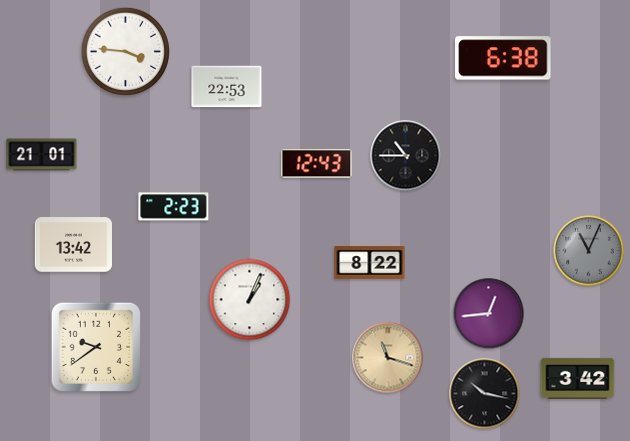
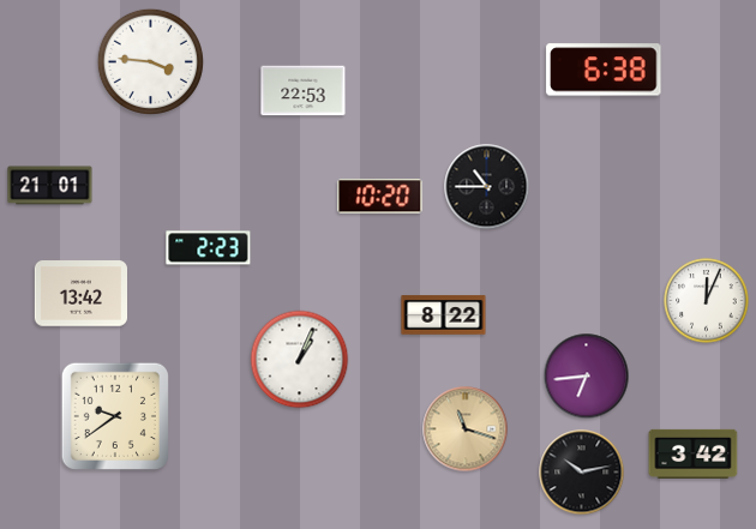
clock at (227, 87) position: (227, 87) -> (304, 91)
clock at (317, 164): 12:43 -> 10:20
clock at (73, 245) position: (73, 245) -> (80, 294)
clock at (589, 251): 11:04 -> 12:04
clock at (589, 251) dial: grey -> white
clock at (489, 314): 12:44 -> 6:44
clock at (485, 394): 10:17 -> 10:13
